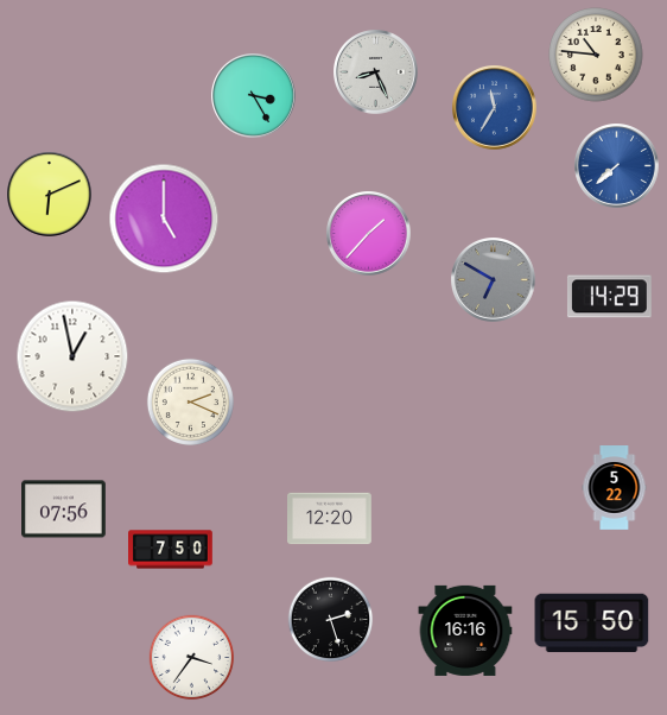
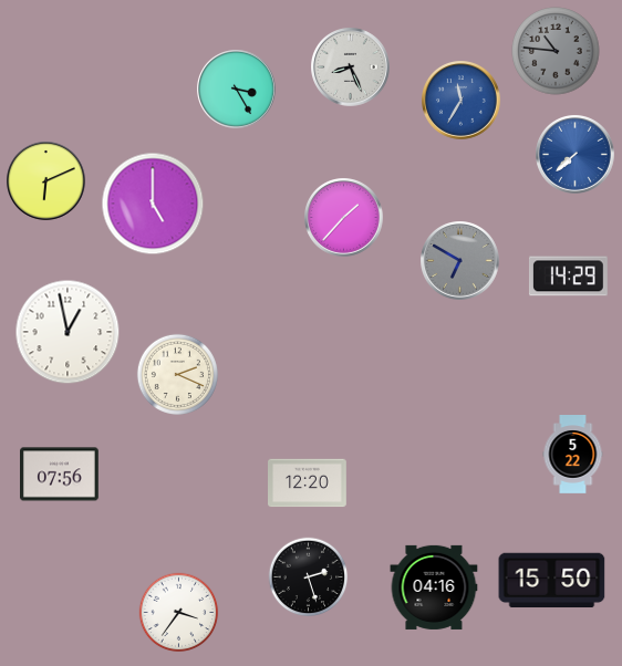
clock at (596, 55) dial: cream -> grey
clock at (171, 550): 7:50 -> none
clock at (465, 631): 16:16 -> 04:16
